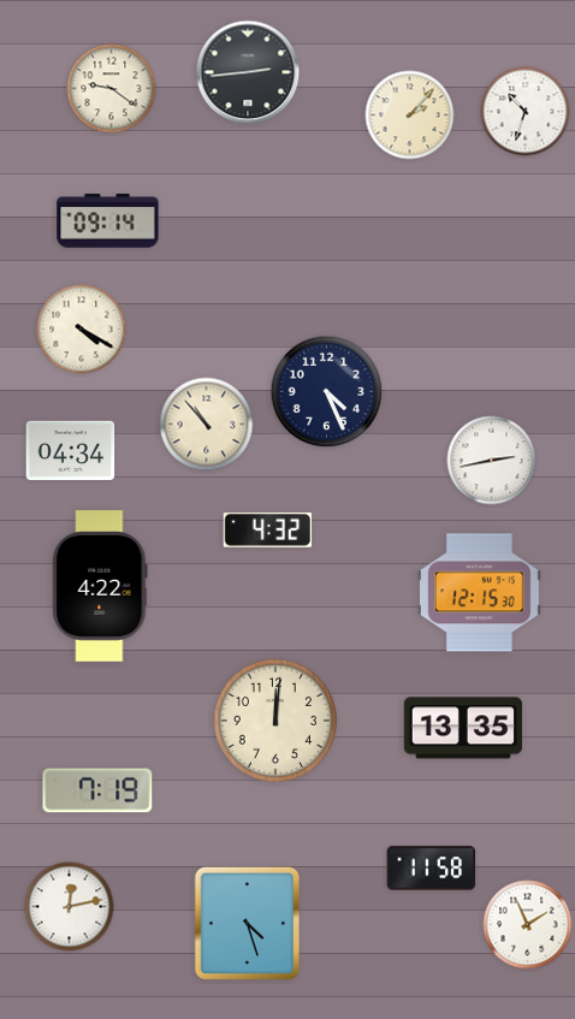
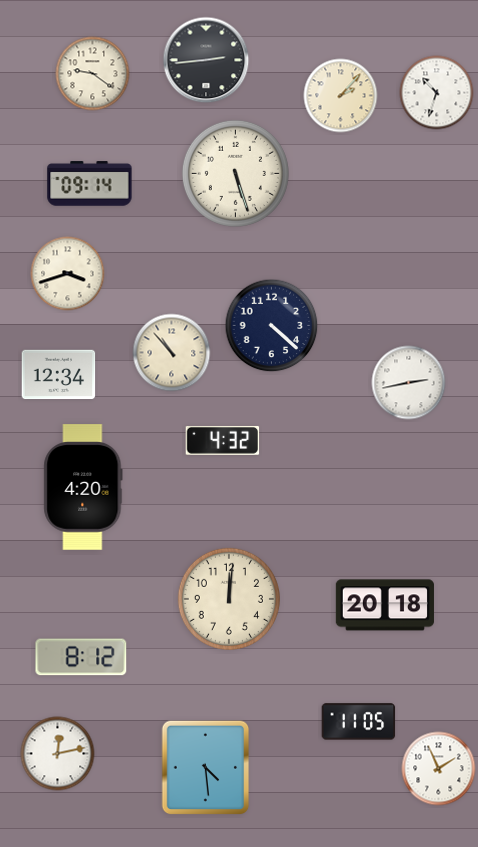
clock at (235, 173): none -> 5:27
clock at (82, 330): 4:20 -> 3:42
clock at (327, 392): 4:26 -> 4:22
clock at (71, 451): 04:34 -> 12:34
clock at (100, 586): 4:22 -> 4:20
clock at (480, 593): 12:15 -> none
clock at (463, 728): 13:35 -> 20:18
clock at (97, 790): 7:19 -> 8:12
clock at (432, 869): 11:58 -> 11:05
clock at (248, 924): 4:27 -> 4:29
